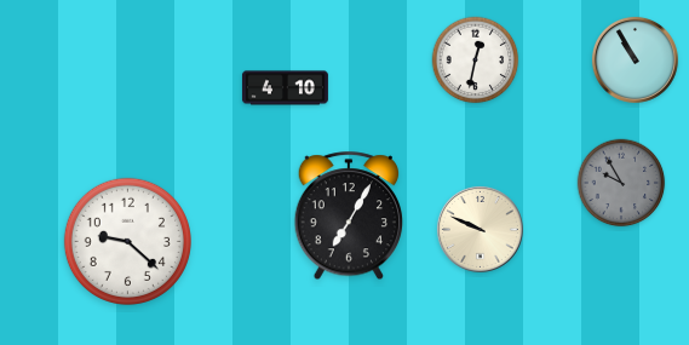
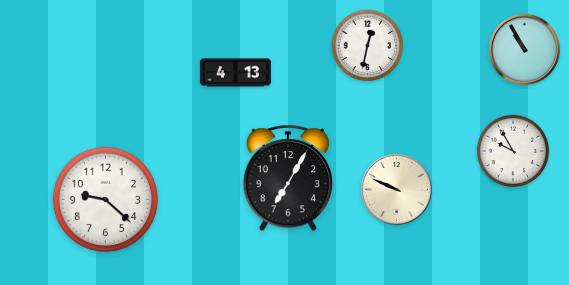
clock at (476, 61) position: (476, 61) -> (368, 46)
clock at (285, 88): 4:10 -> 4:13
clock at (621, 183) dial: grey -> white
